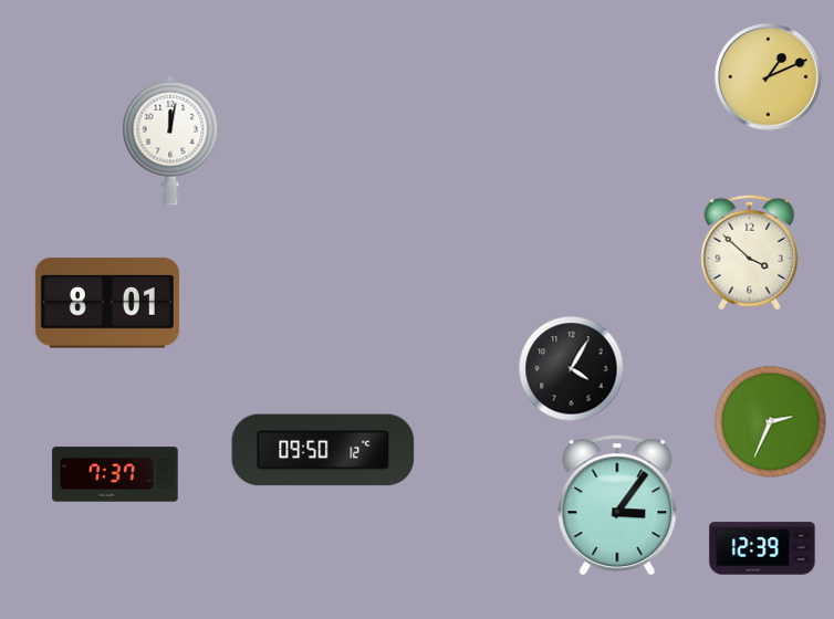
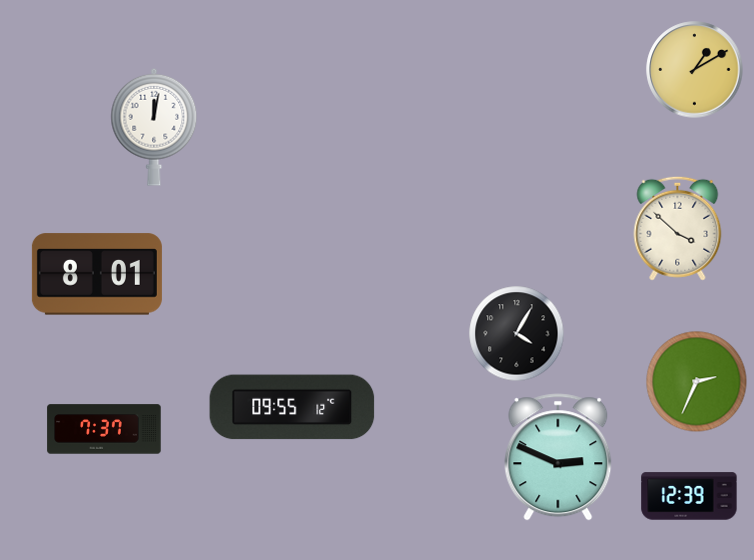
clock at (769, 77): 1:11 -> 1:10
clock at (323, 450): 09:50 -> 09:55
clock at (617, 505): 3:06 -> 2:49
